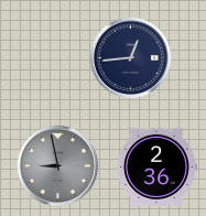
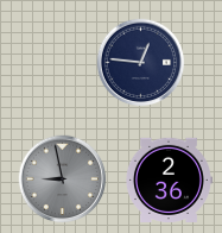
clock at (131, 58): 12:44 -> 12:46
